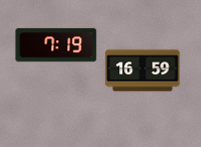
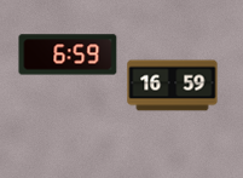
clock at (56, 45): 7:19 -> 6:59
